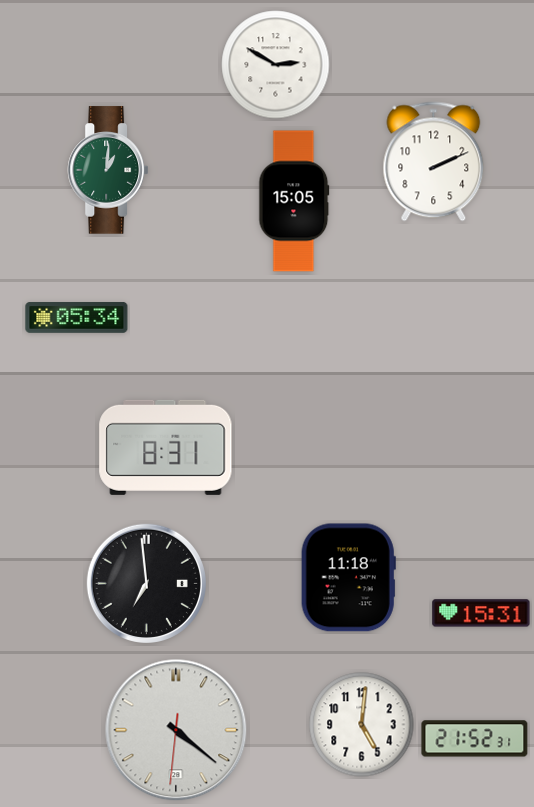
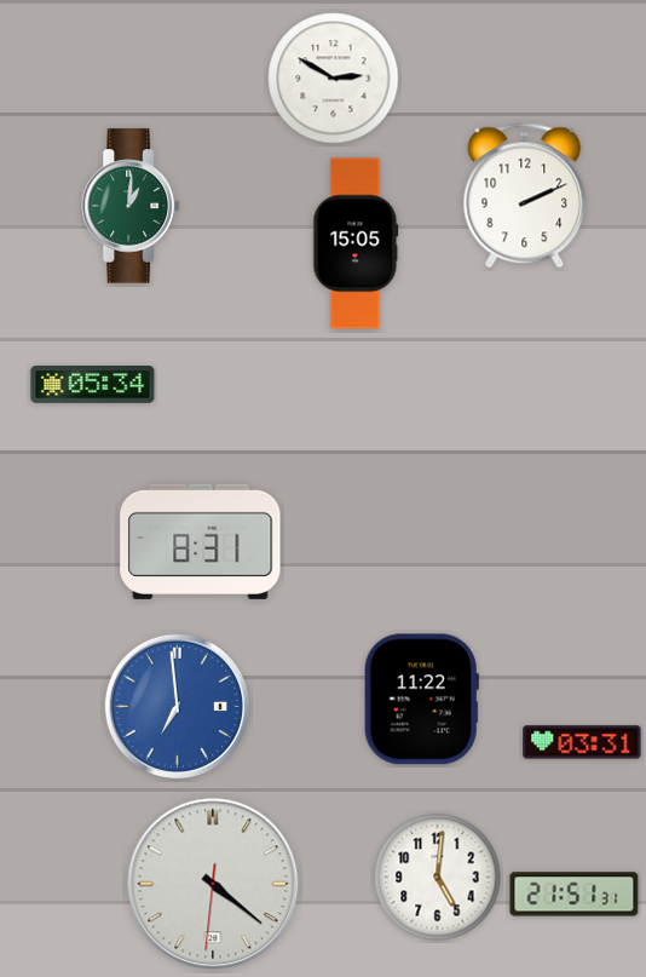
clock at (348, 578): 11:18 -> 11:22
clock at (146, 583) dial: black -> blue
clock at (481, 613): 15:31 -> 03:31
clock at (475, 739): 21:52 -> 21:51
